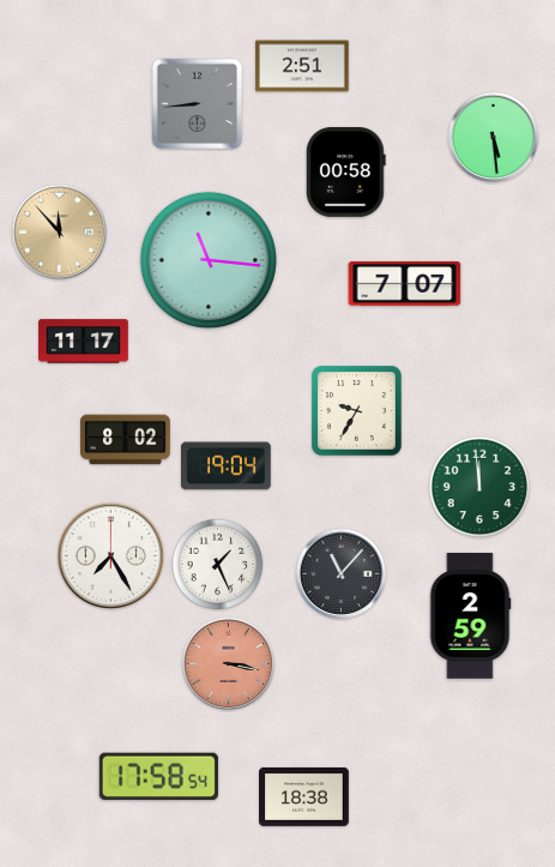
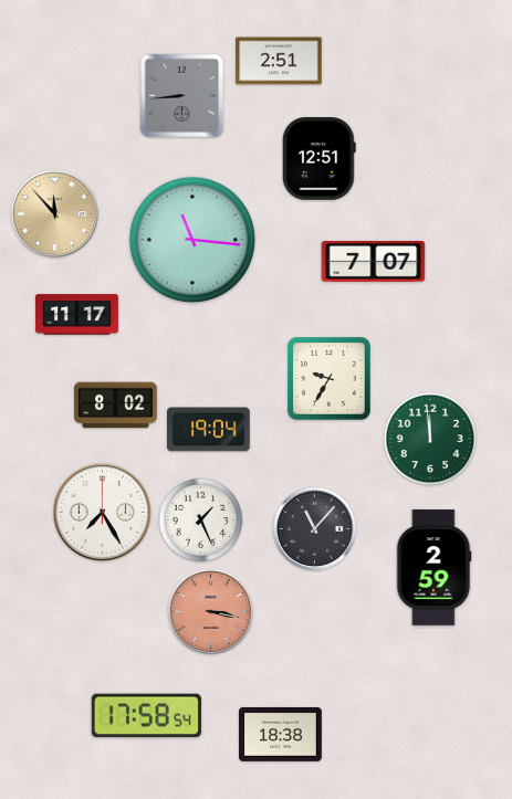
clock at (493, 137): 5:29 -> none
clock at (345, 173): 00:58 -> 12:51
clock at (479, 487) position: (479, 487) -> (430, 439)
